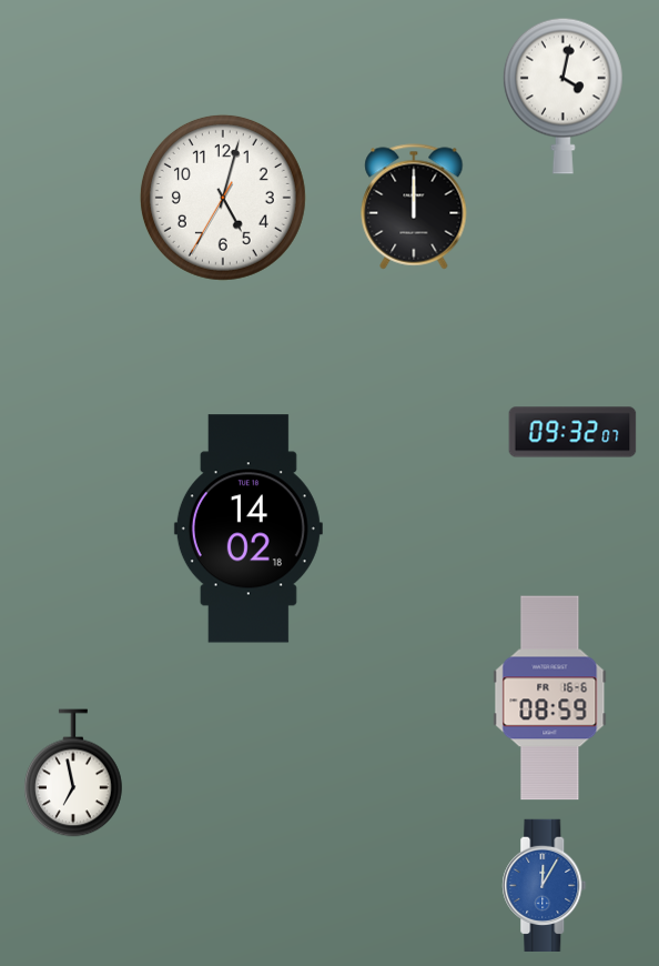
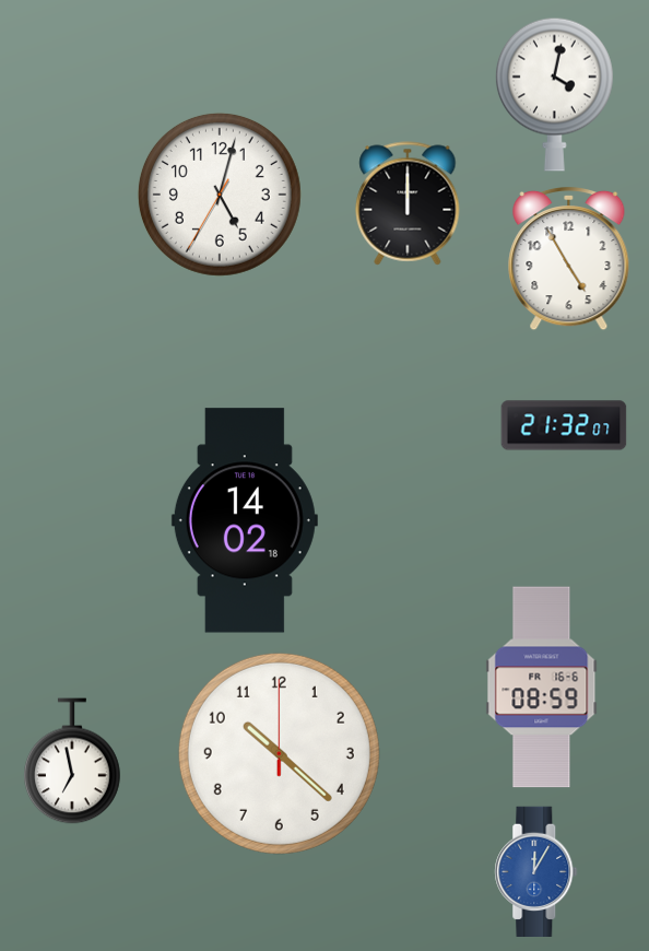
clock at (569, 259): none -> 4:55
clock at (572, 432): 09:32 -> 21:32
clock at (279, 753): none -> 10:22
